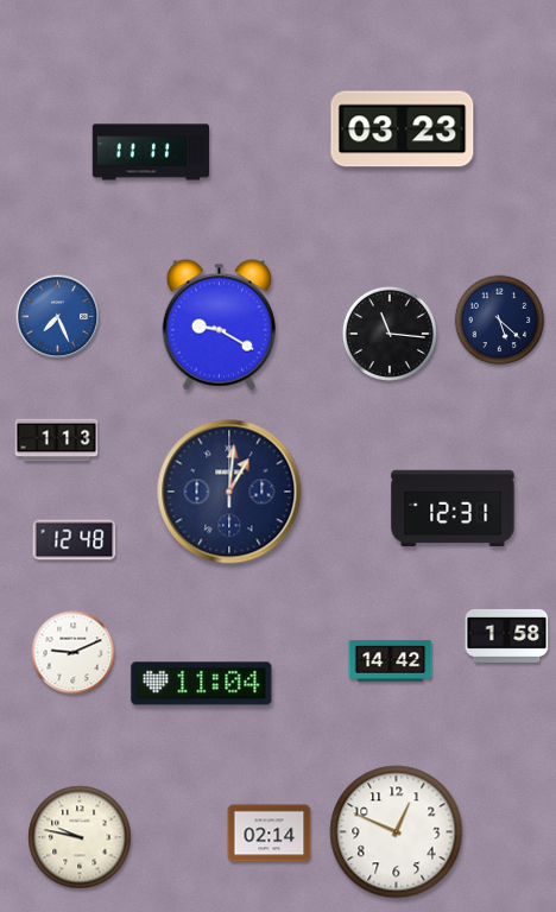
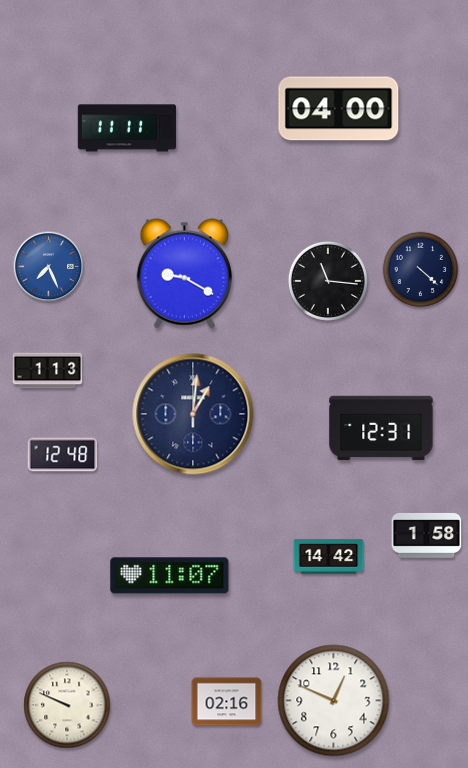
clock at (403, 129): 03:23 -> 04:00
clock at (500, 321): 5:22 -> 4:22
clock at (74, 653): 9:11 -> none
clock at (202, 684): 11:04 -> 11:07
clock at (270, 834): 02:14 -> 02:16
clock at (80, 837): 9:47 -> 9:49
